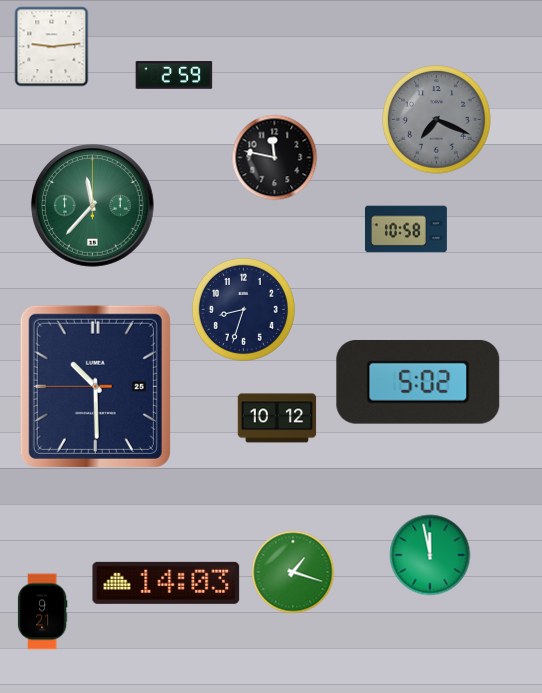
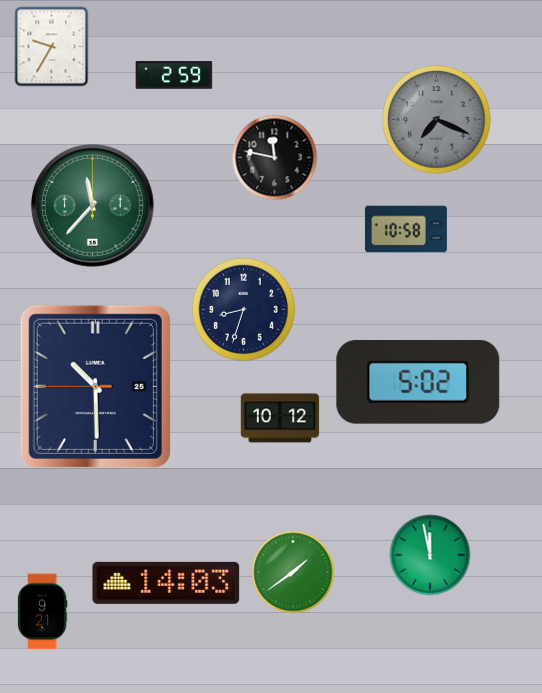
clock at (52, 47): 9:14 -> 9:35
clock at (277, 418) position: (277, 418) -> (280, 418)
clock at (293, 572): 1:18 -> 1:39
